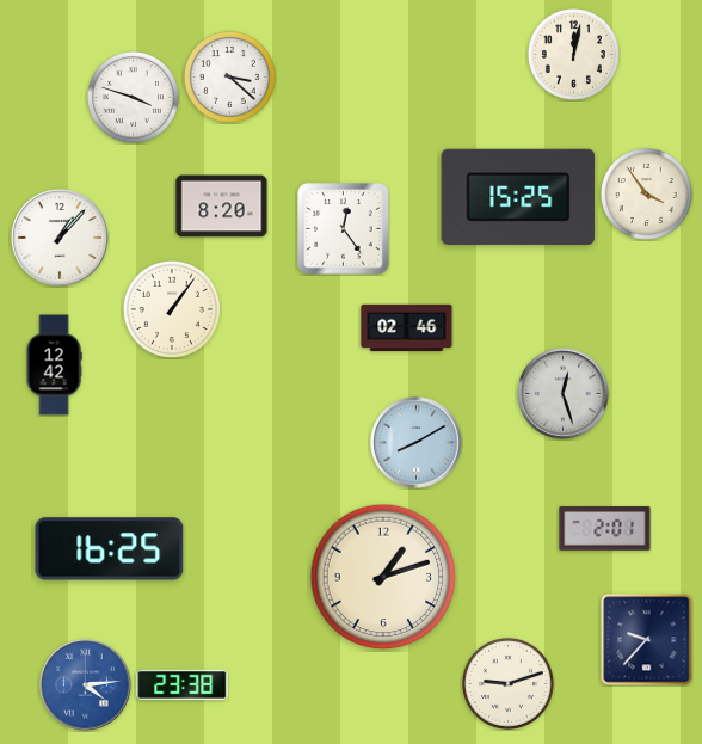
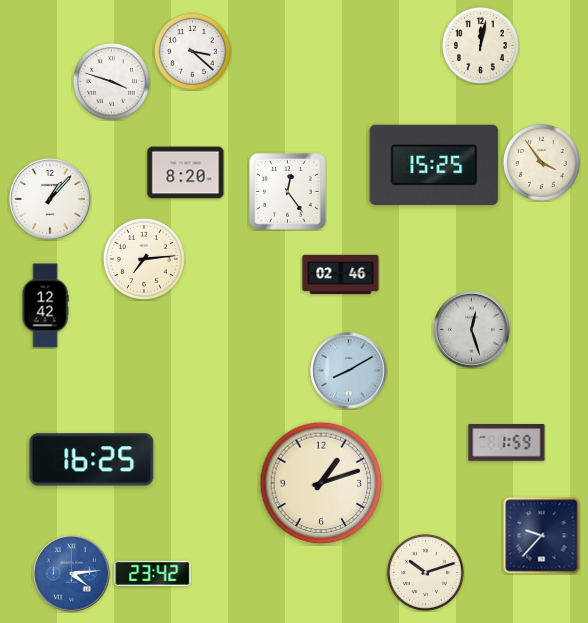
clock at (229, 76) position: (229, 76) -> (192, 51)
clock at (172, 309): 1:06 -> 7:14
clock at (605, 529): 2:01 -> 1:59
clock at (507, 683): 9:12 -> 10:12
clock at (183, 684): 23:38 -> 23:42
